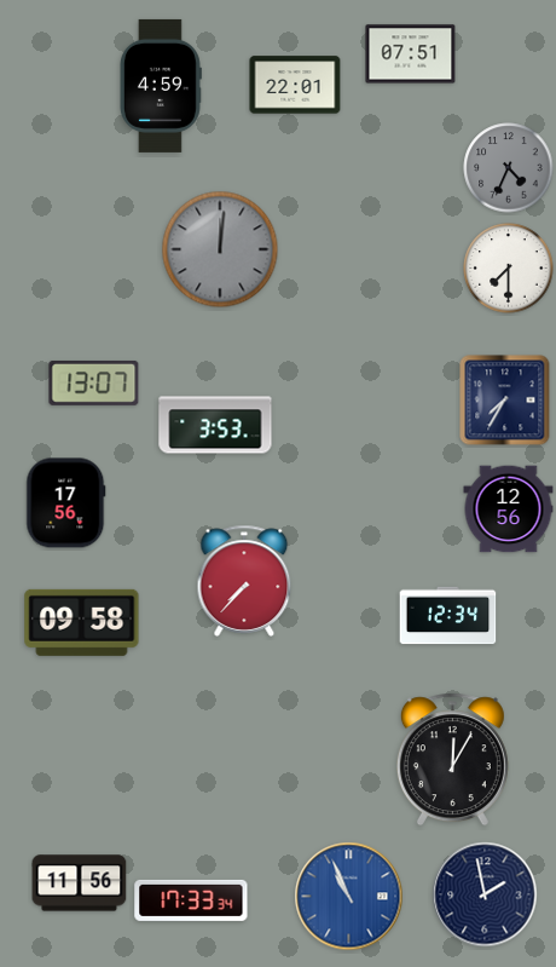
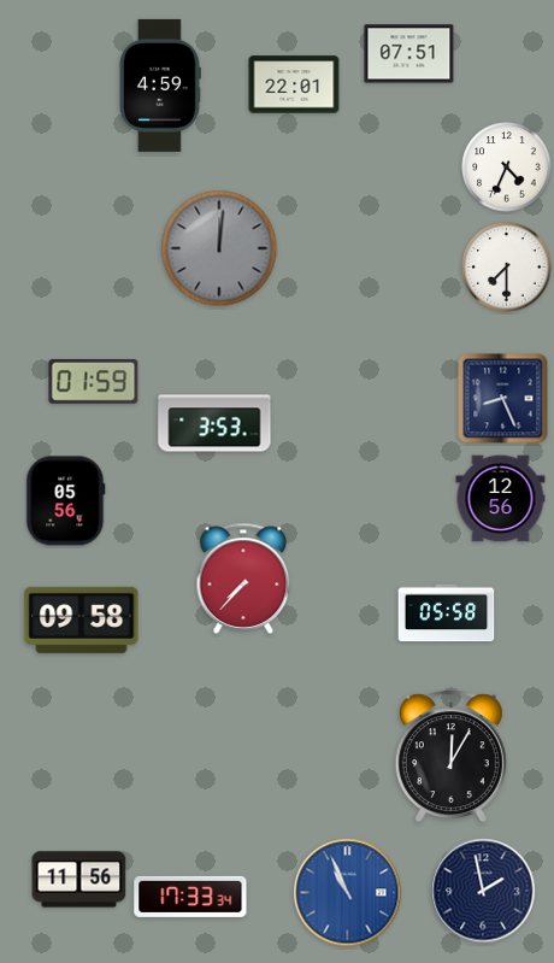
clock at (509, 168) dial: grey -> white
clock at (94, 382): 13:07 -> 01:59
clock at (505, 401): 7:35 -> 8:26
clock at (66, 503): 17:56 -> 05:56
clock at (509, 510) position: (509, 510) -> (501, 499)
clock at (448, 616): 12:34 -> 05:58
